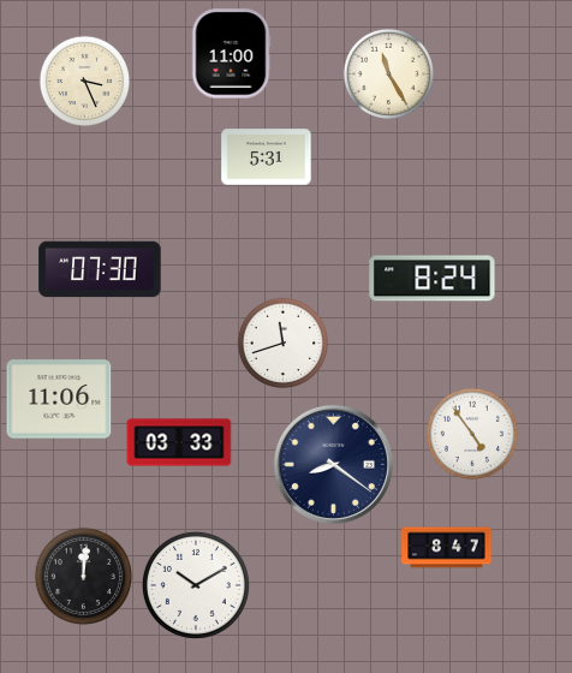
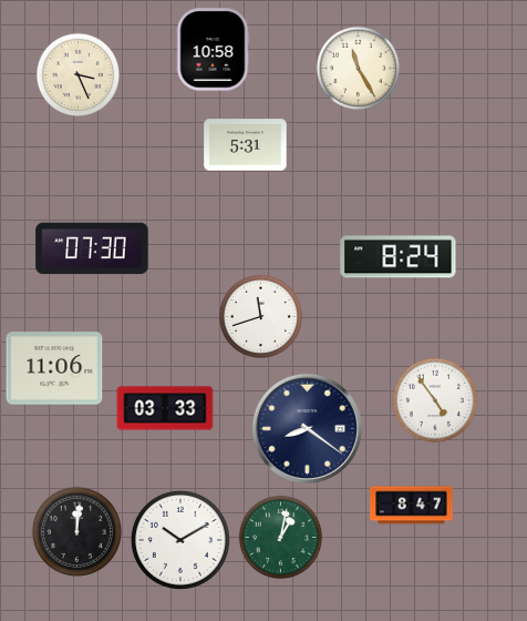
clock at (231, 54): 11:00 -> 10:58
clock at (280, 537): none -> 1:02
